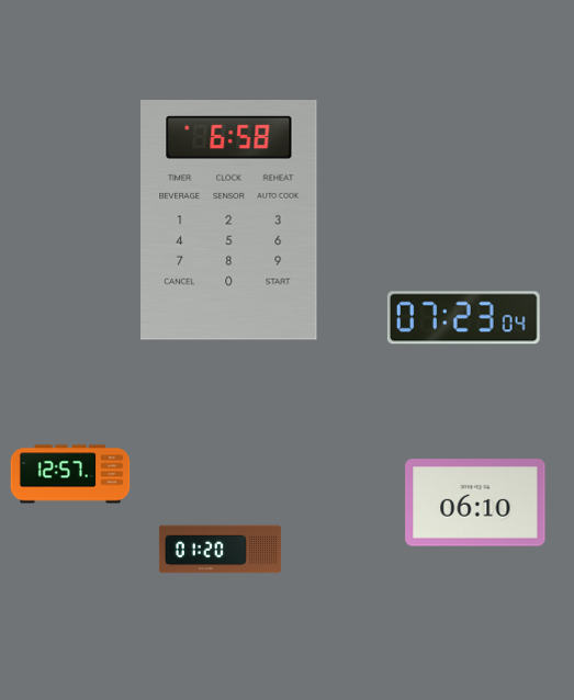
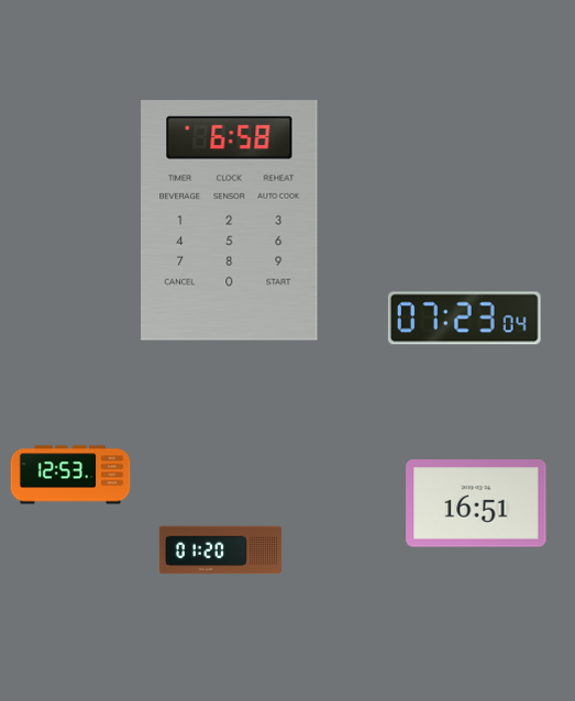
clock at (70, 474): 12:57 -> 12:53
clock at (475, 503): 06:10 -> 16:51
